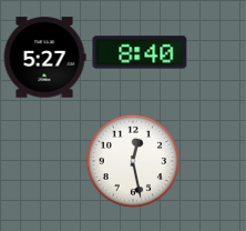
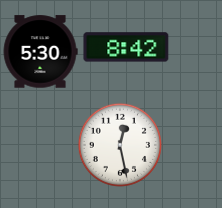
clock at (140, 52): 8:40 -> 8:42
clock at (44, 58): 5:27 -> 5:30
